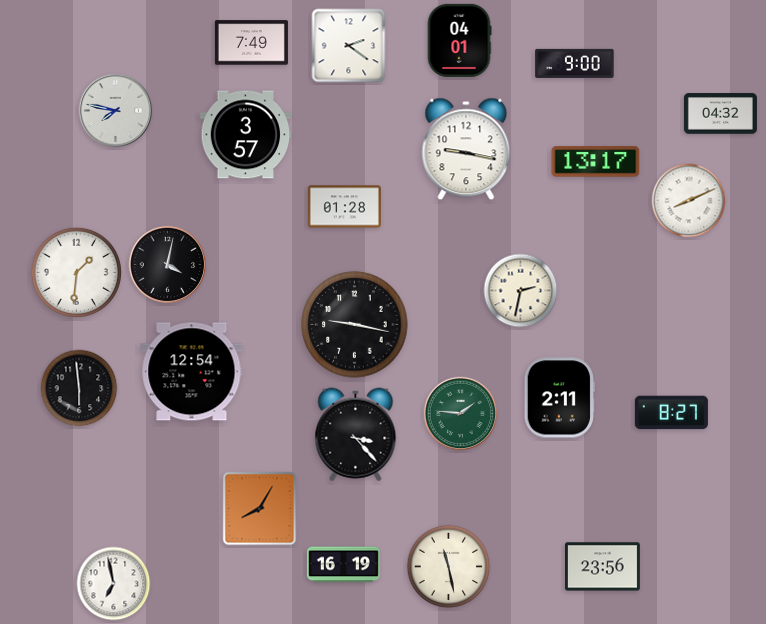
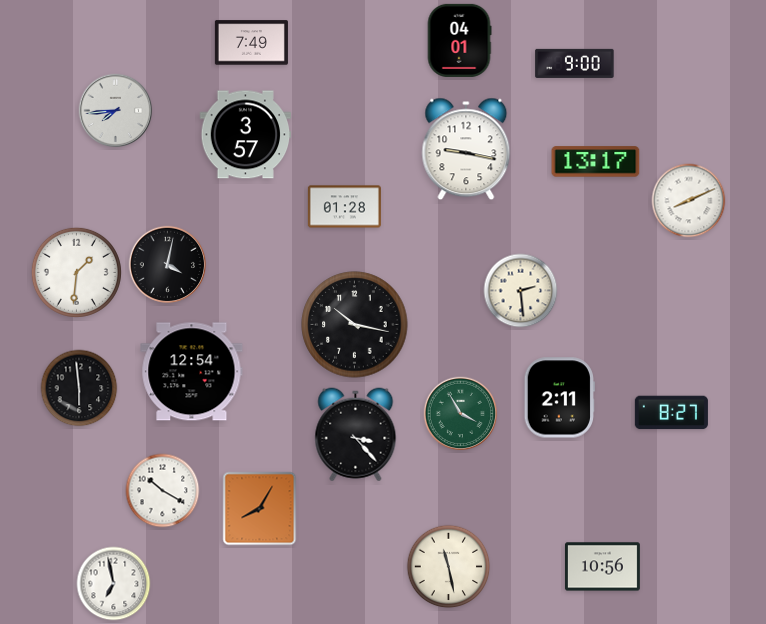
clock at (349, 46): 2:21 -> none
clock at (116, 111): 7:47 -> 7:44
clock at (720, 114): 04:32 -> none
clock at (521, 291): 2:32 -> 2:29
clock at (355, 325): 9:17 -> 10:17
clock at (461, 414): 1:46 -> 3:55
clock at (163, 491): none -> 10:20
clock at (343, 565): 16:19 -> none
clock at (602, 567): 23:56 -> 10:56
